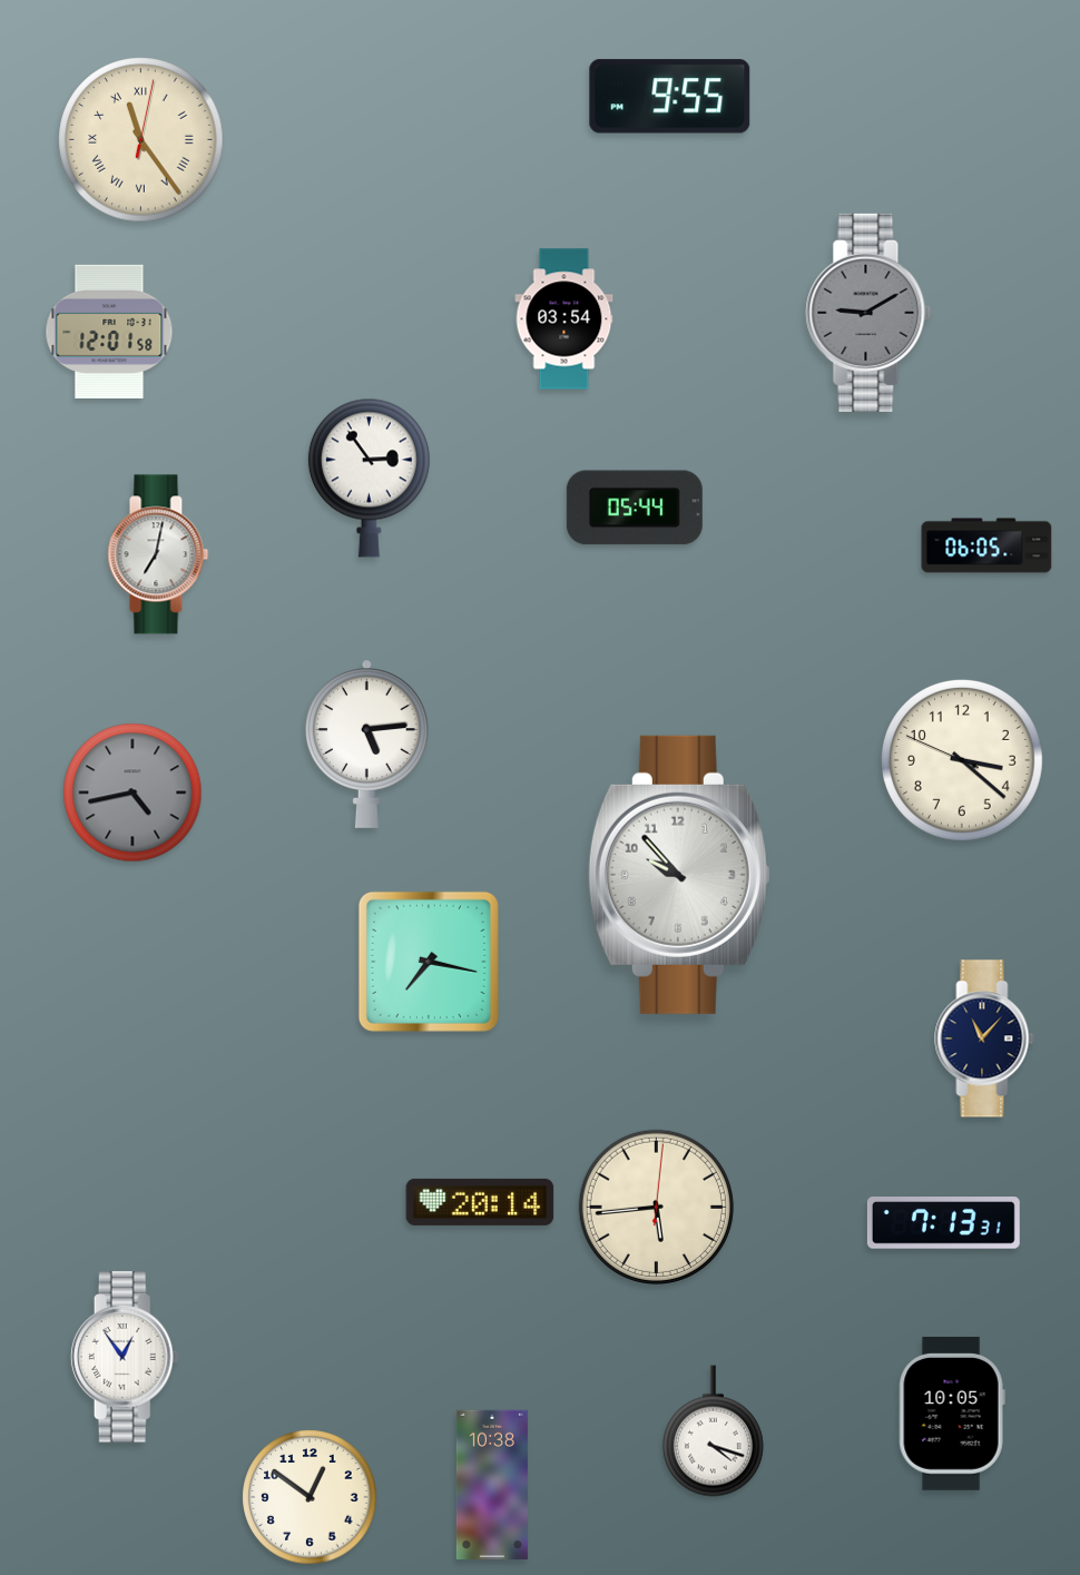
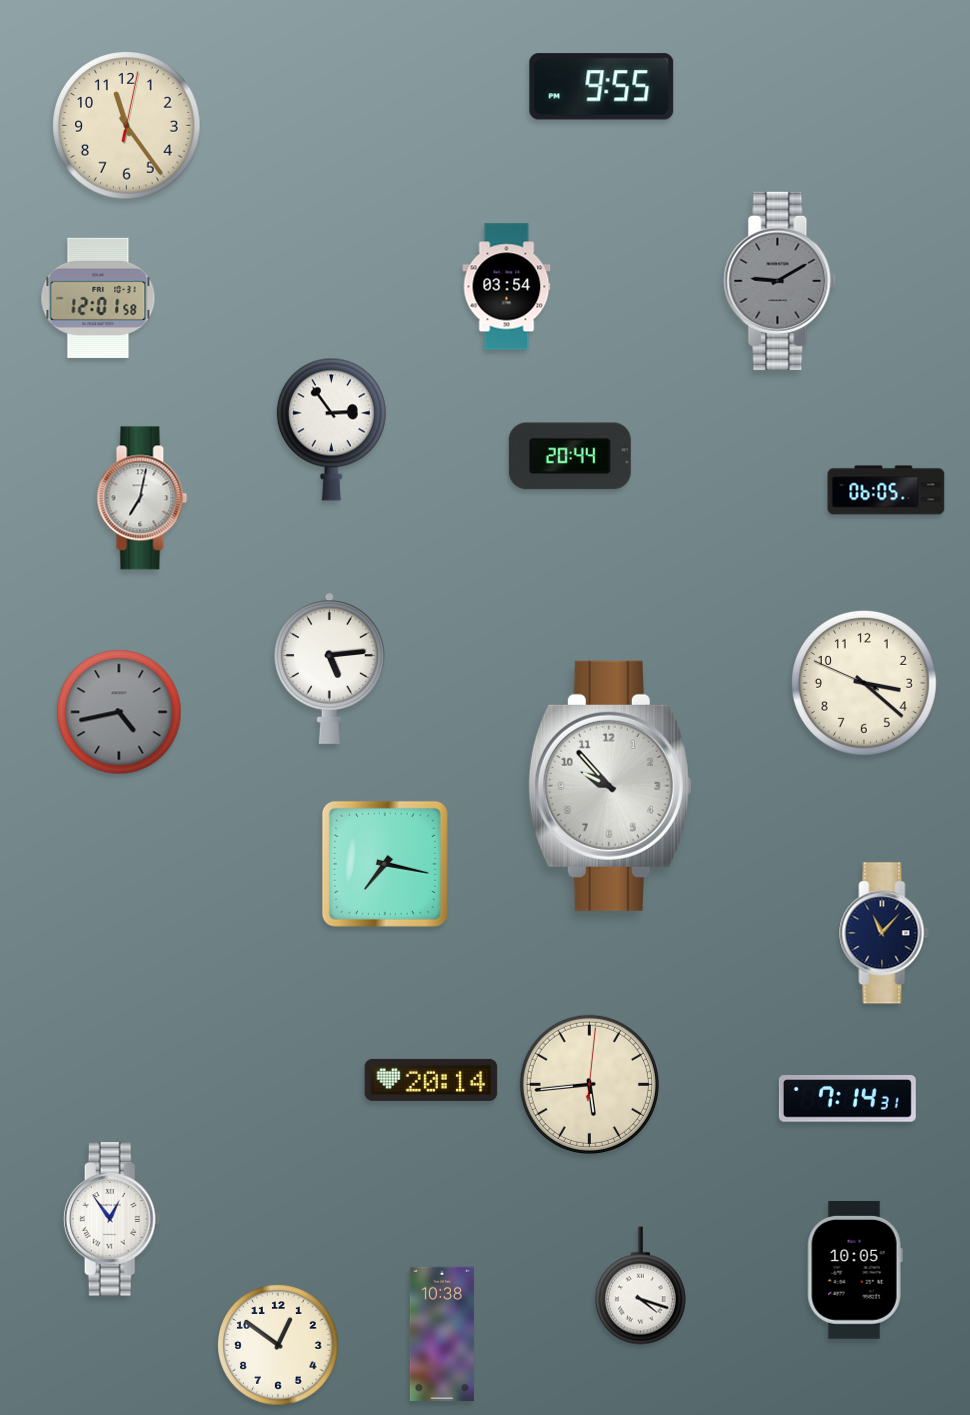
clock at (141, 140) numerals: Roman -> Arabic
clock at (635, 508): 05:44 -> 20:44
clock at (943, 1223): 7:13 -> 7:14
